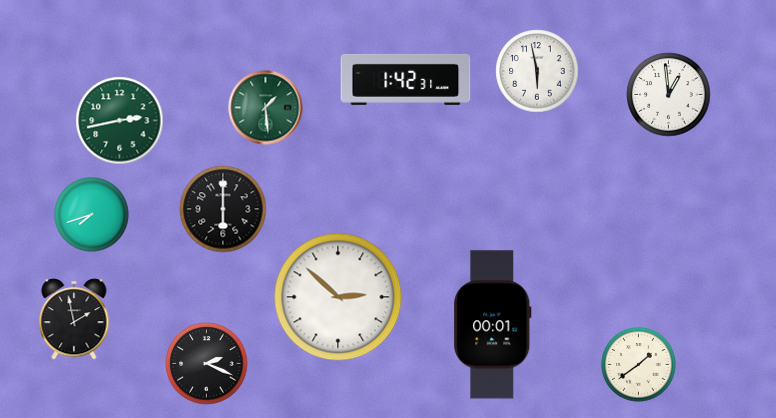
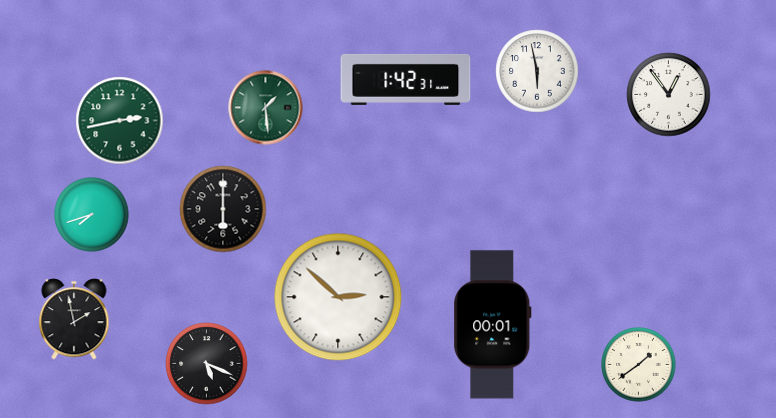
clock at (669, 95): 12:59 -> 12:54
clock at (207, 364): 2:19 -> 5:19
